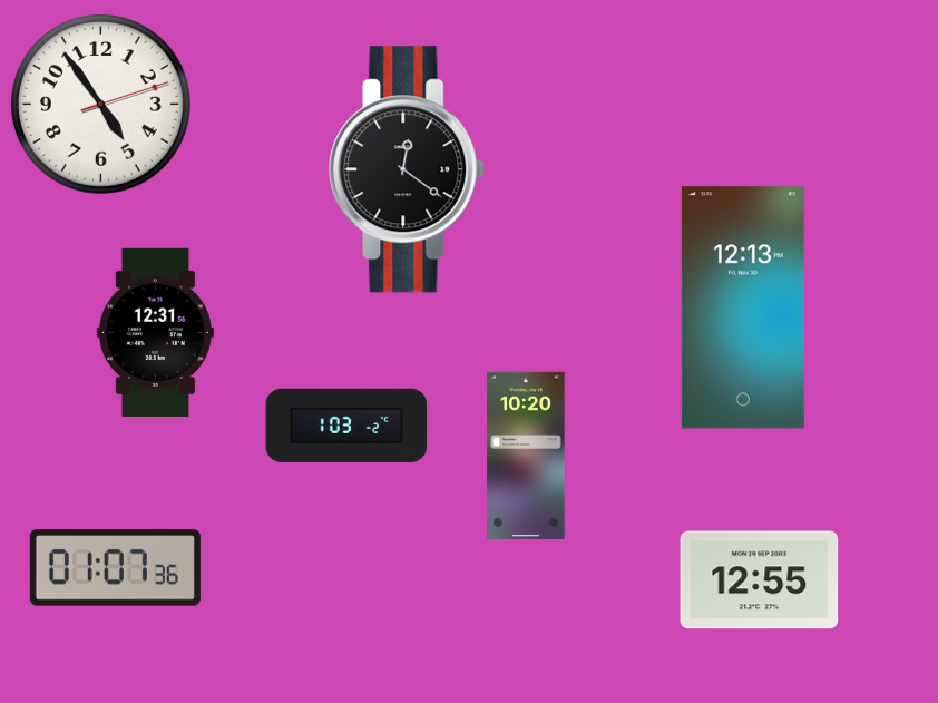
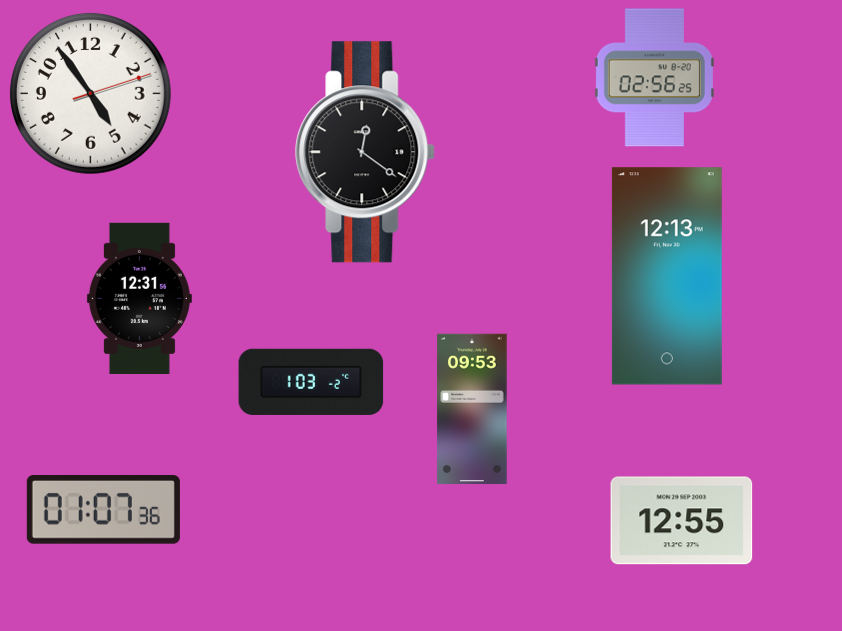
clock at (654, 78): none -> 02:56
clock at (526, 455): 10:20 -> 09:53
